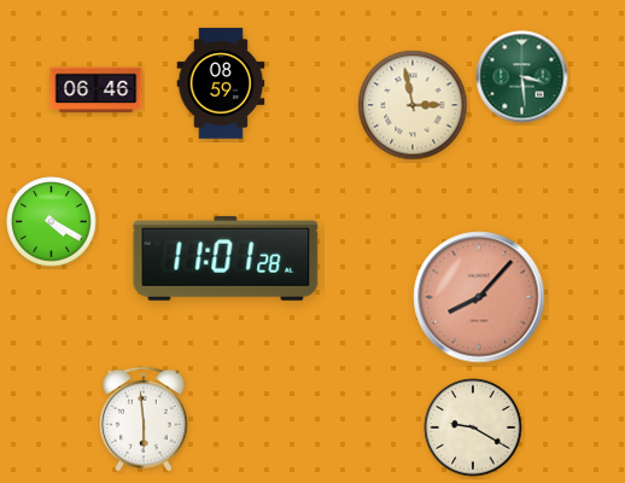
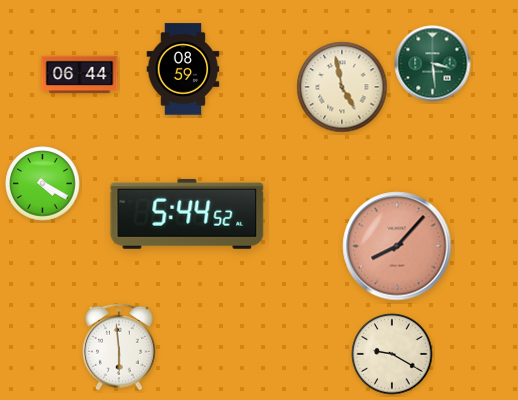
clock at (97, 91): 06:46 -> 06:44
clock at (413, 105): 2:58 -> 4:58
clock at (226, 258): 11:01 -> 5:44
